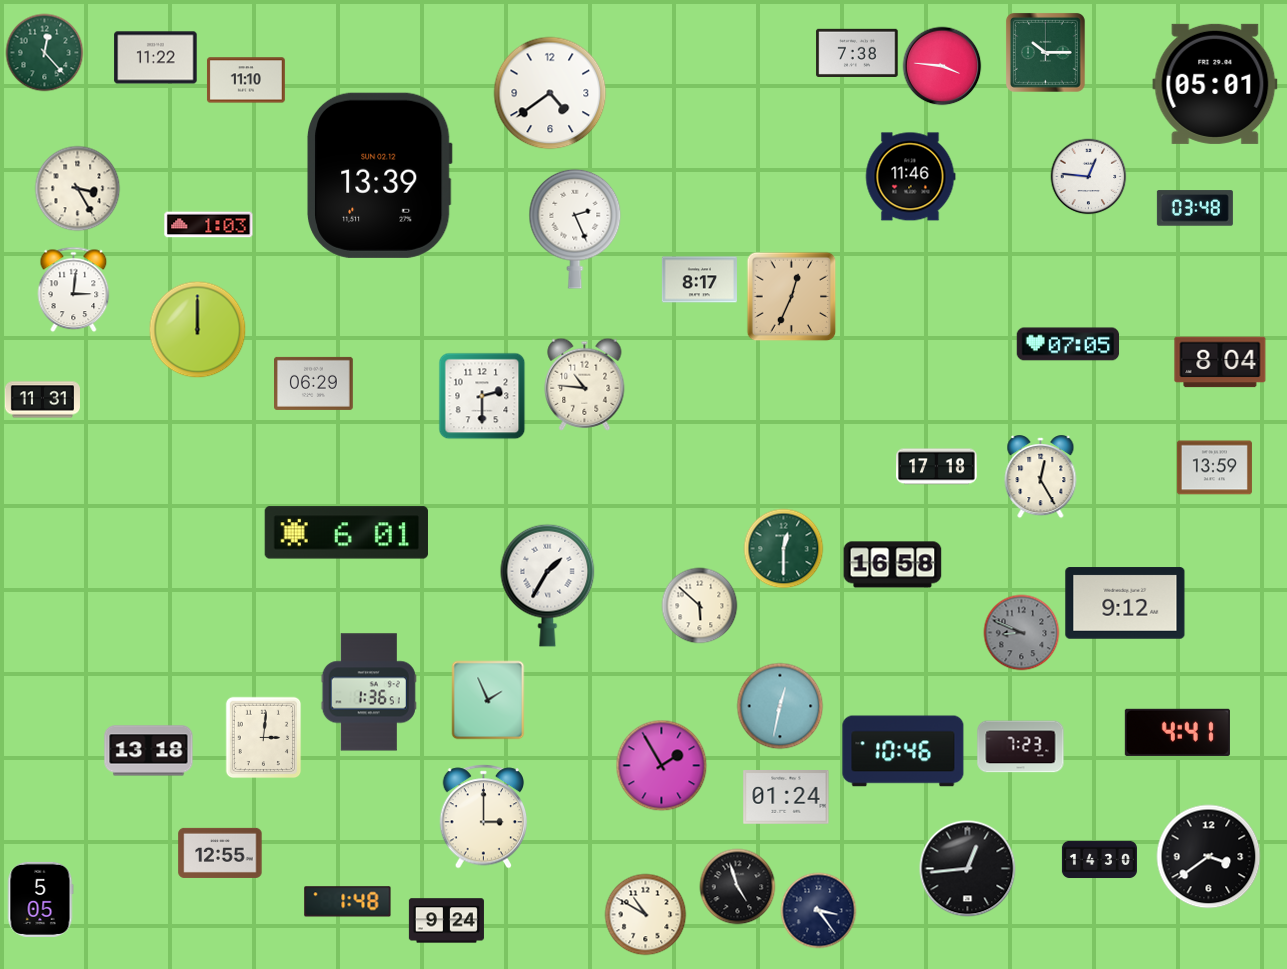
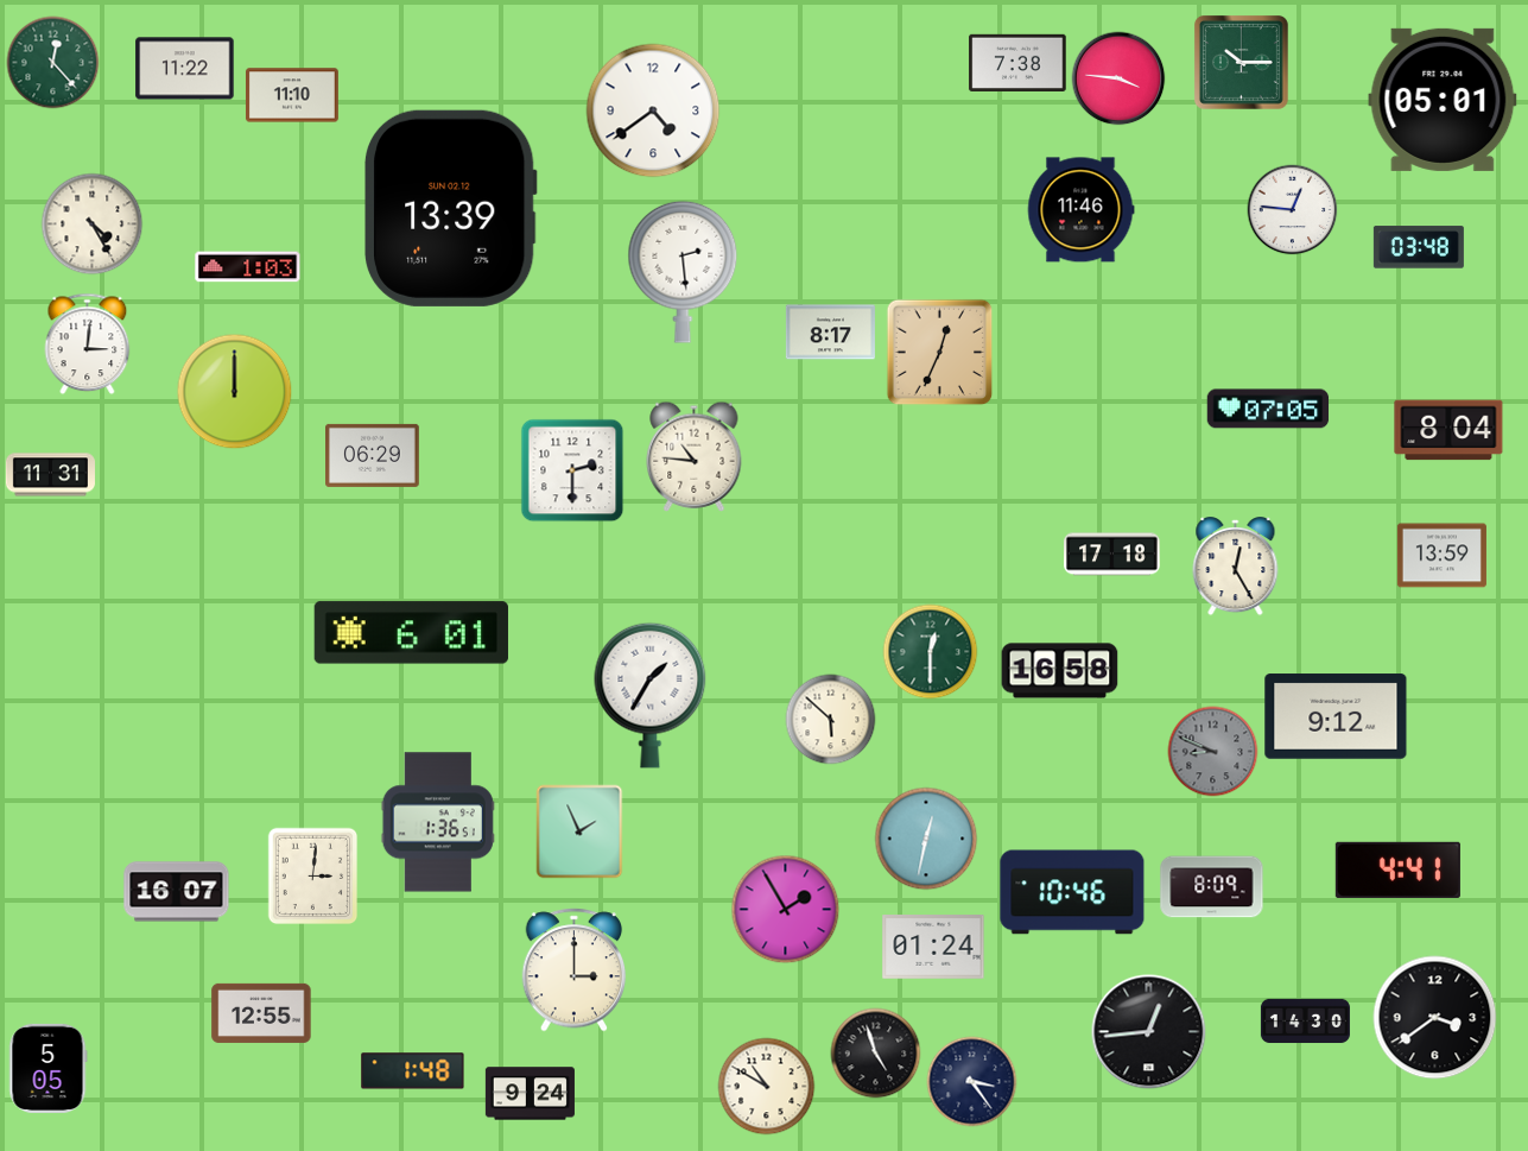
clock at (78, 189): 3:25 -> 4:25
clock at (575, 229): 2:26 -> 2:29
clock at (1021, 747): 7:23 -> 8:09
clock at (149, 751): 13:18 -> 16:07
